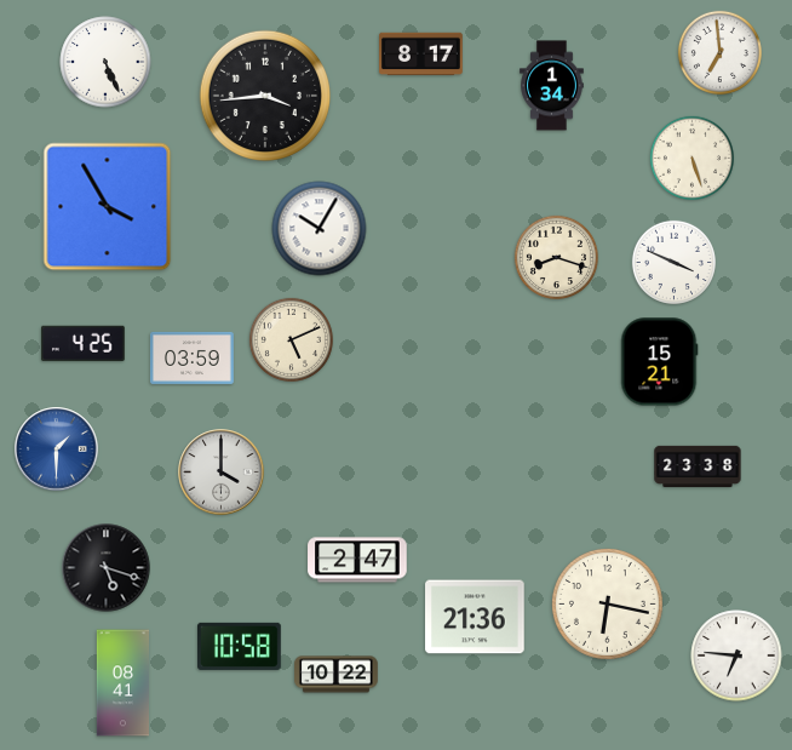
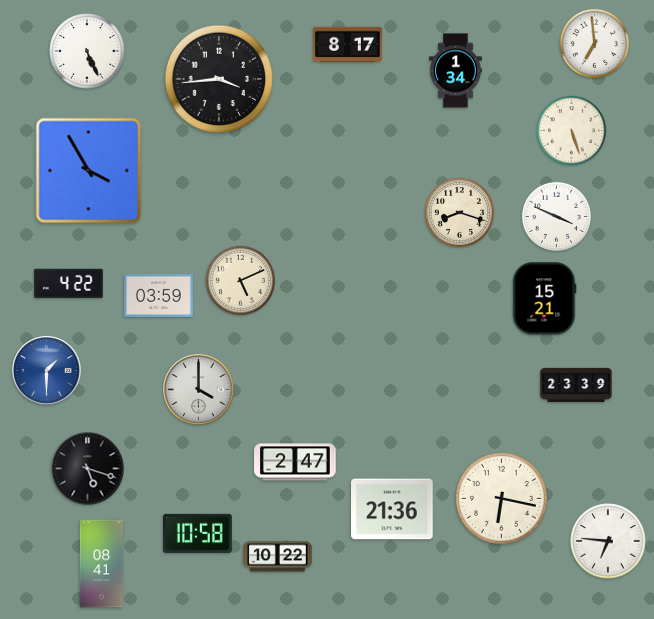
clock at (320, 229): 10:05 -> none
clock at (82, 343): 4:25 -> 4:22
clock at (698, 466): 23:38 -> 23:39
clock at (222, 473) position: (222, 473) -> (199, 390)
